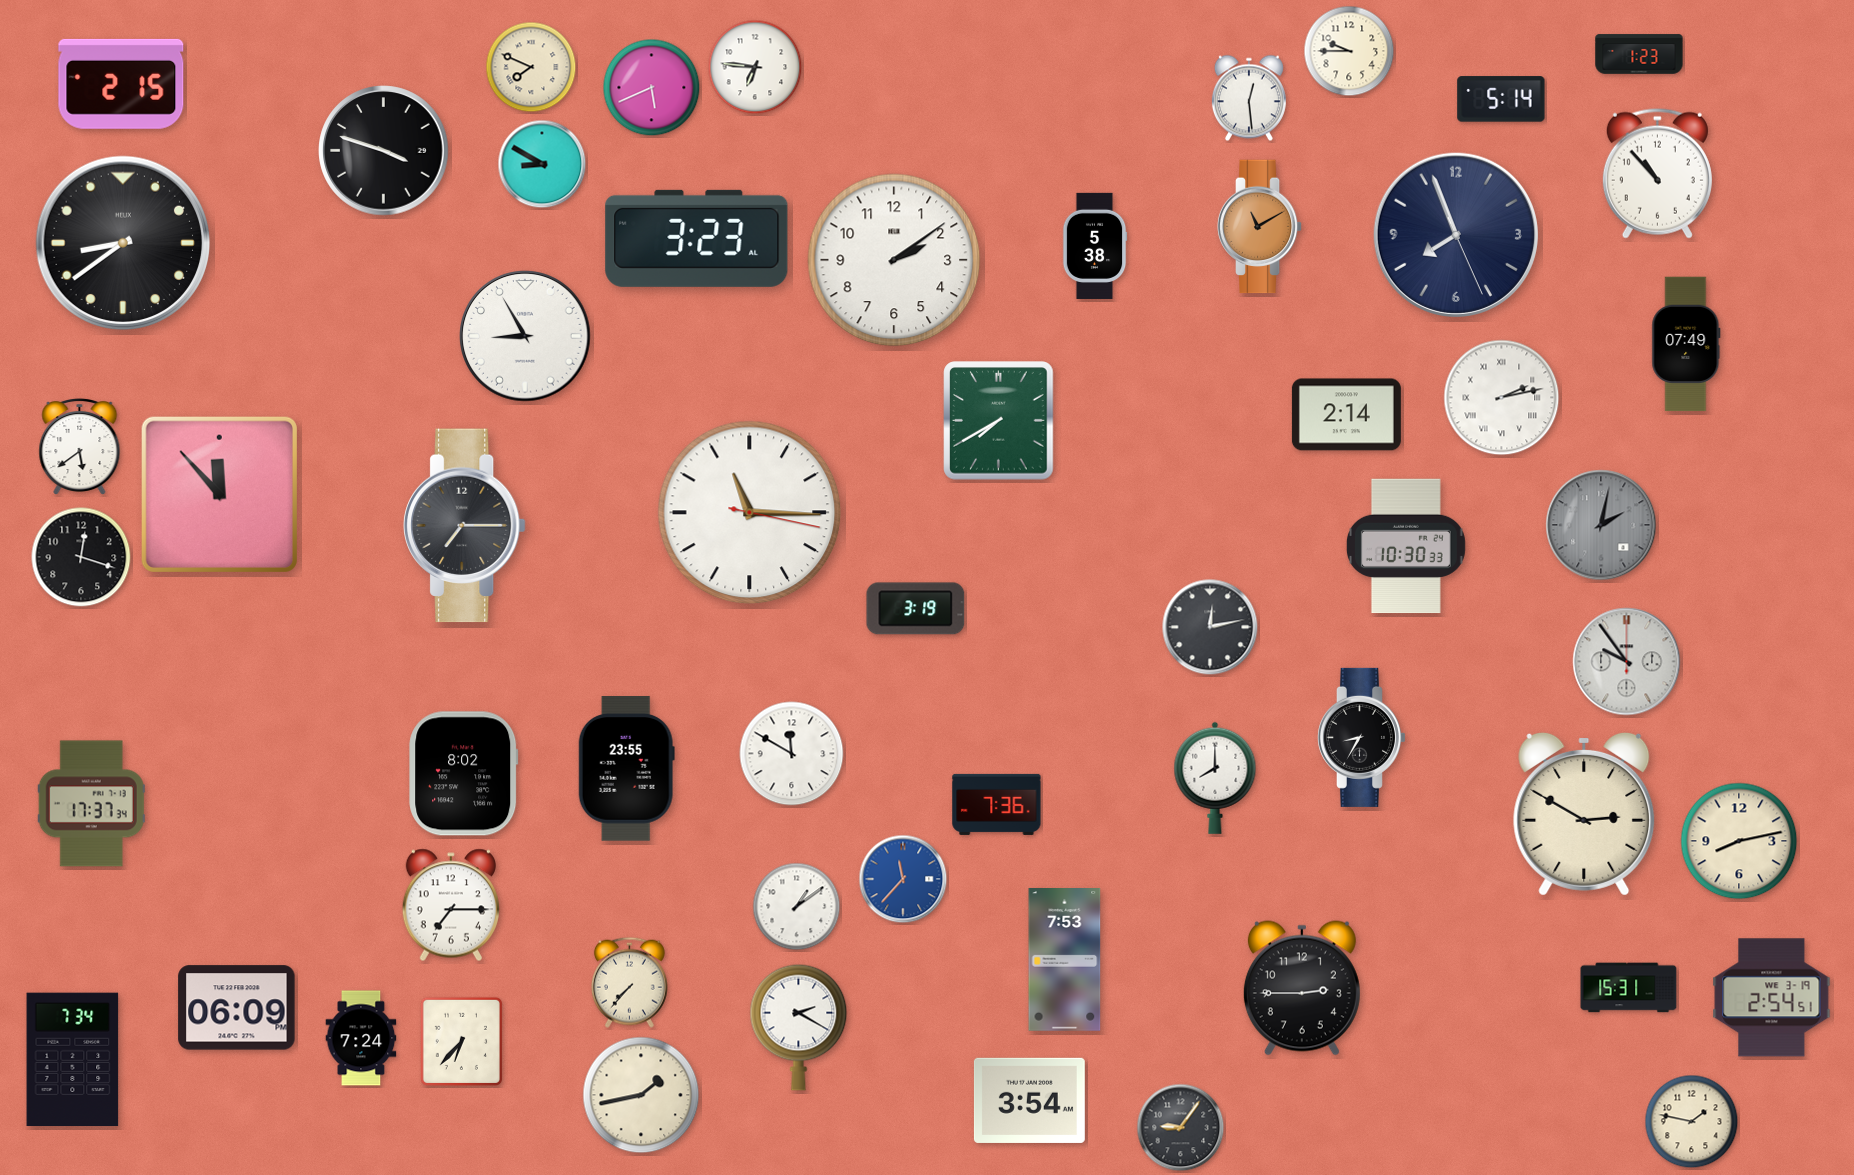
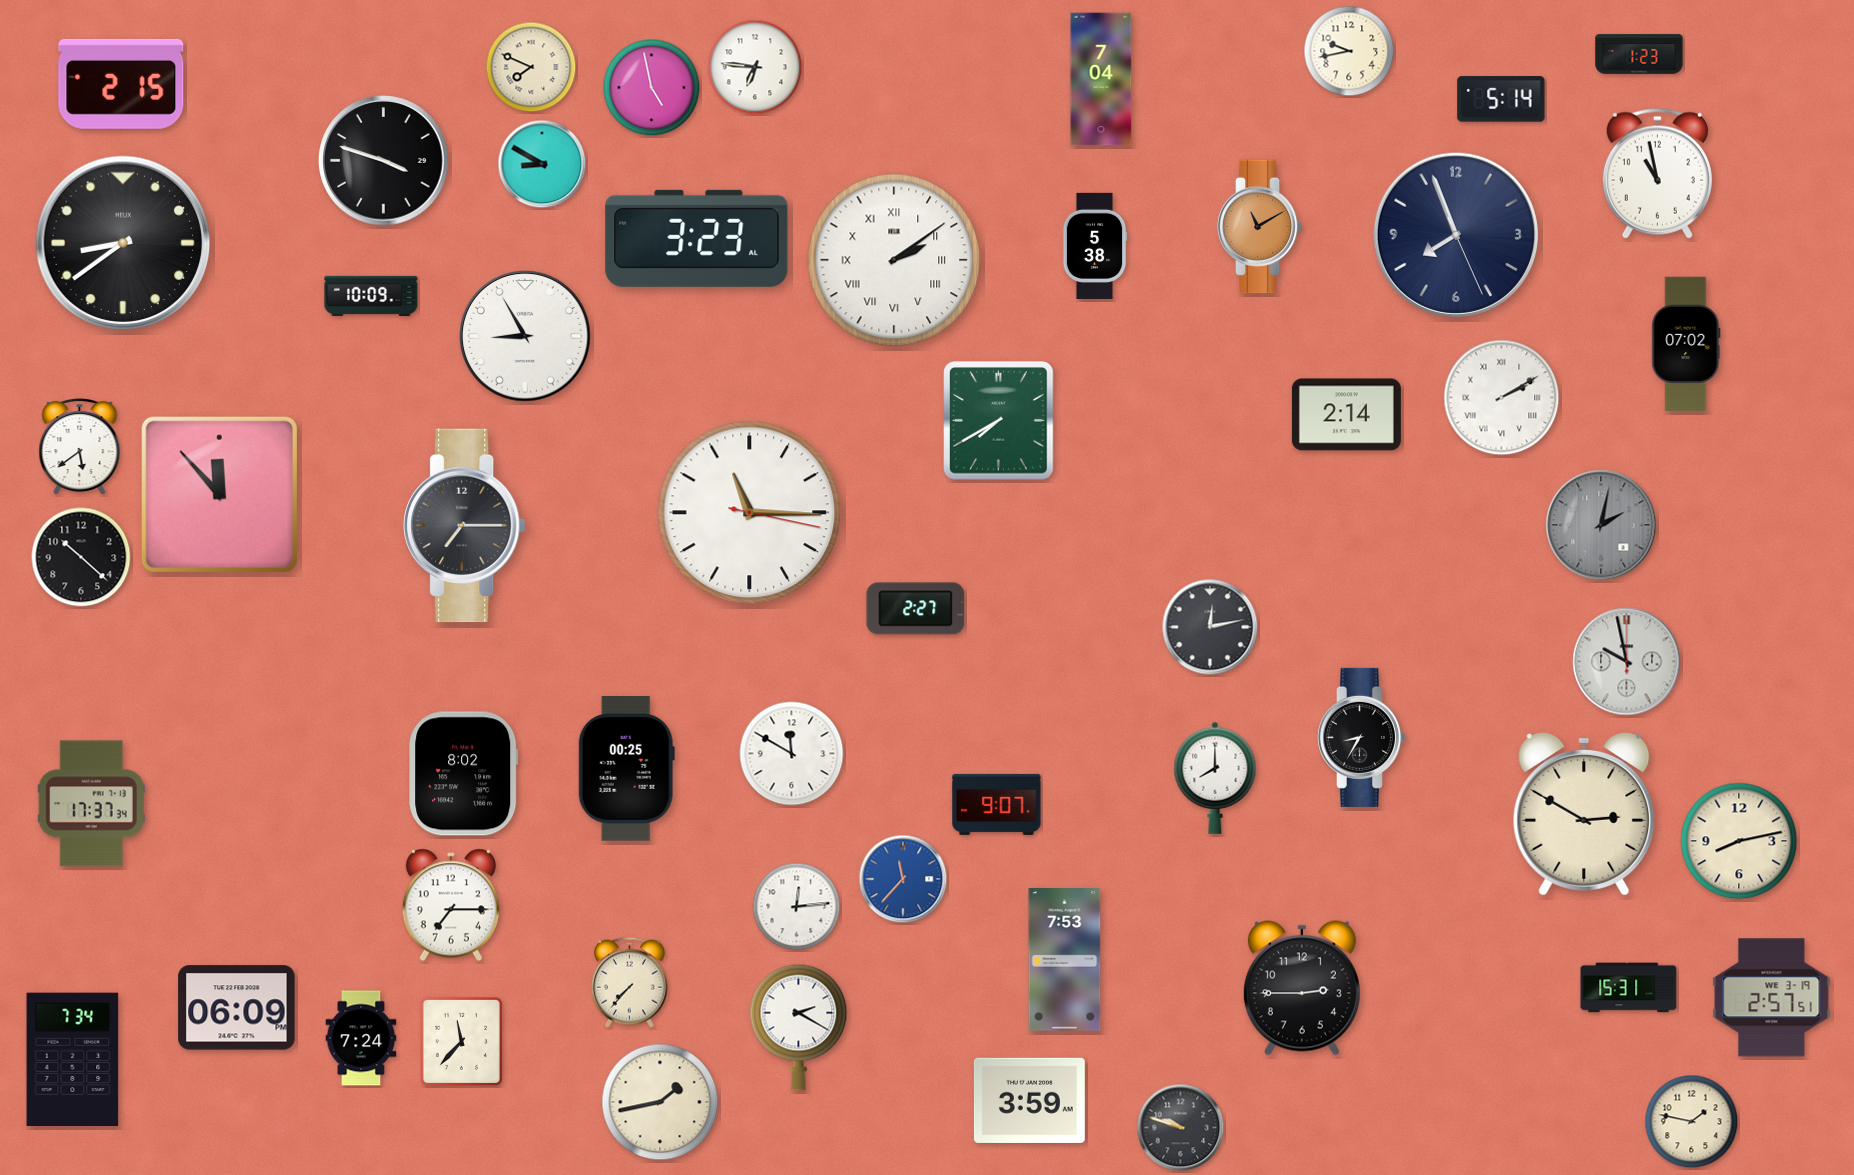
clock at (1349, 51): 9:45 -> 9:43
clock at (1101, 79): none -> 7:04
clock at (652, 88): 5:41 -> 4:58
clock at (1249, 98): 12:29 -> none
clock at (384, 151) position: (384, 151) -> (384, 161)
clock at (1657, 173): 10:53 -> 10:58
clock at (894, 260) numerals: Arabic -> Roman
clock at (371, 296): none -> 10:09
clock at (1686, 344): 07:49 -> 07:02
clock at (1502, 398): 2:13 -> 2:10
clock at (1406, 546): 10:30 -> none
clock at (81, 557): 12:18 -> 10:22
clock at (916, 609): 3:19 -> 2:27
clock at (1627, 662): 9:54 -> 9:58
clock at (626, 769): 23:55 -> 00:25
clock at (997, 804): 7:36 -> 9:07
clock at (797, 907): 1:09 -> 12:14
clock at (1772, 998): 2:54 -> 2:57
clock at (461, 1041): 6:37 -> 11:37
clock at (641, 1095) position: (641, 1095) -> (660, 1102)
clock at (1029, 1100): 3:54 -> 3:59
clock at (1181, 1128): 9:06 -> 9:48
